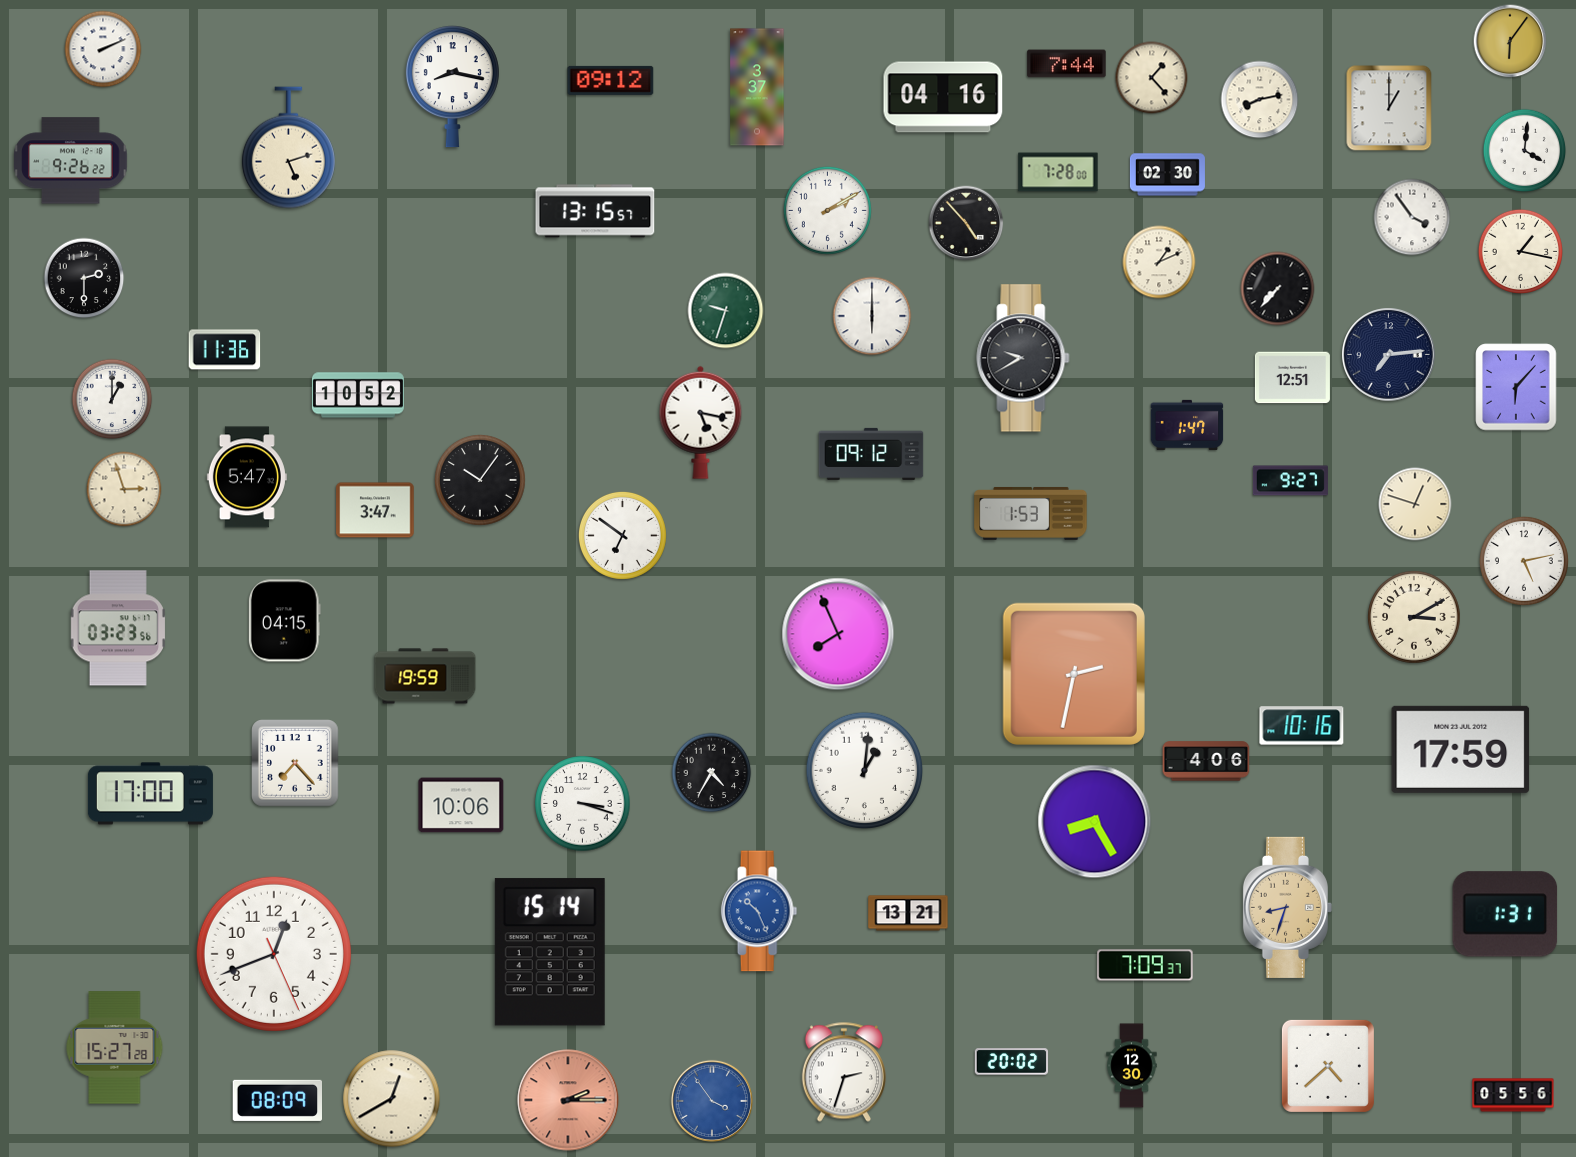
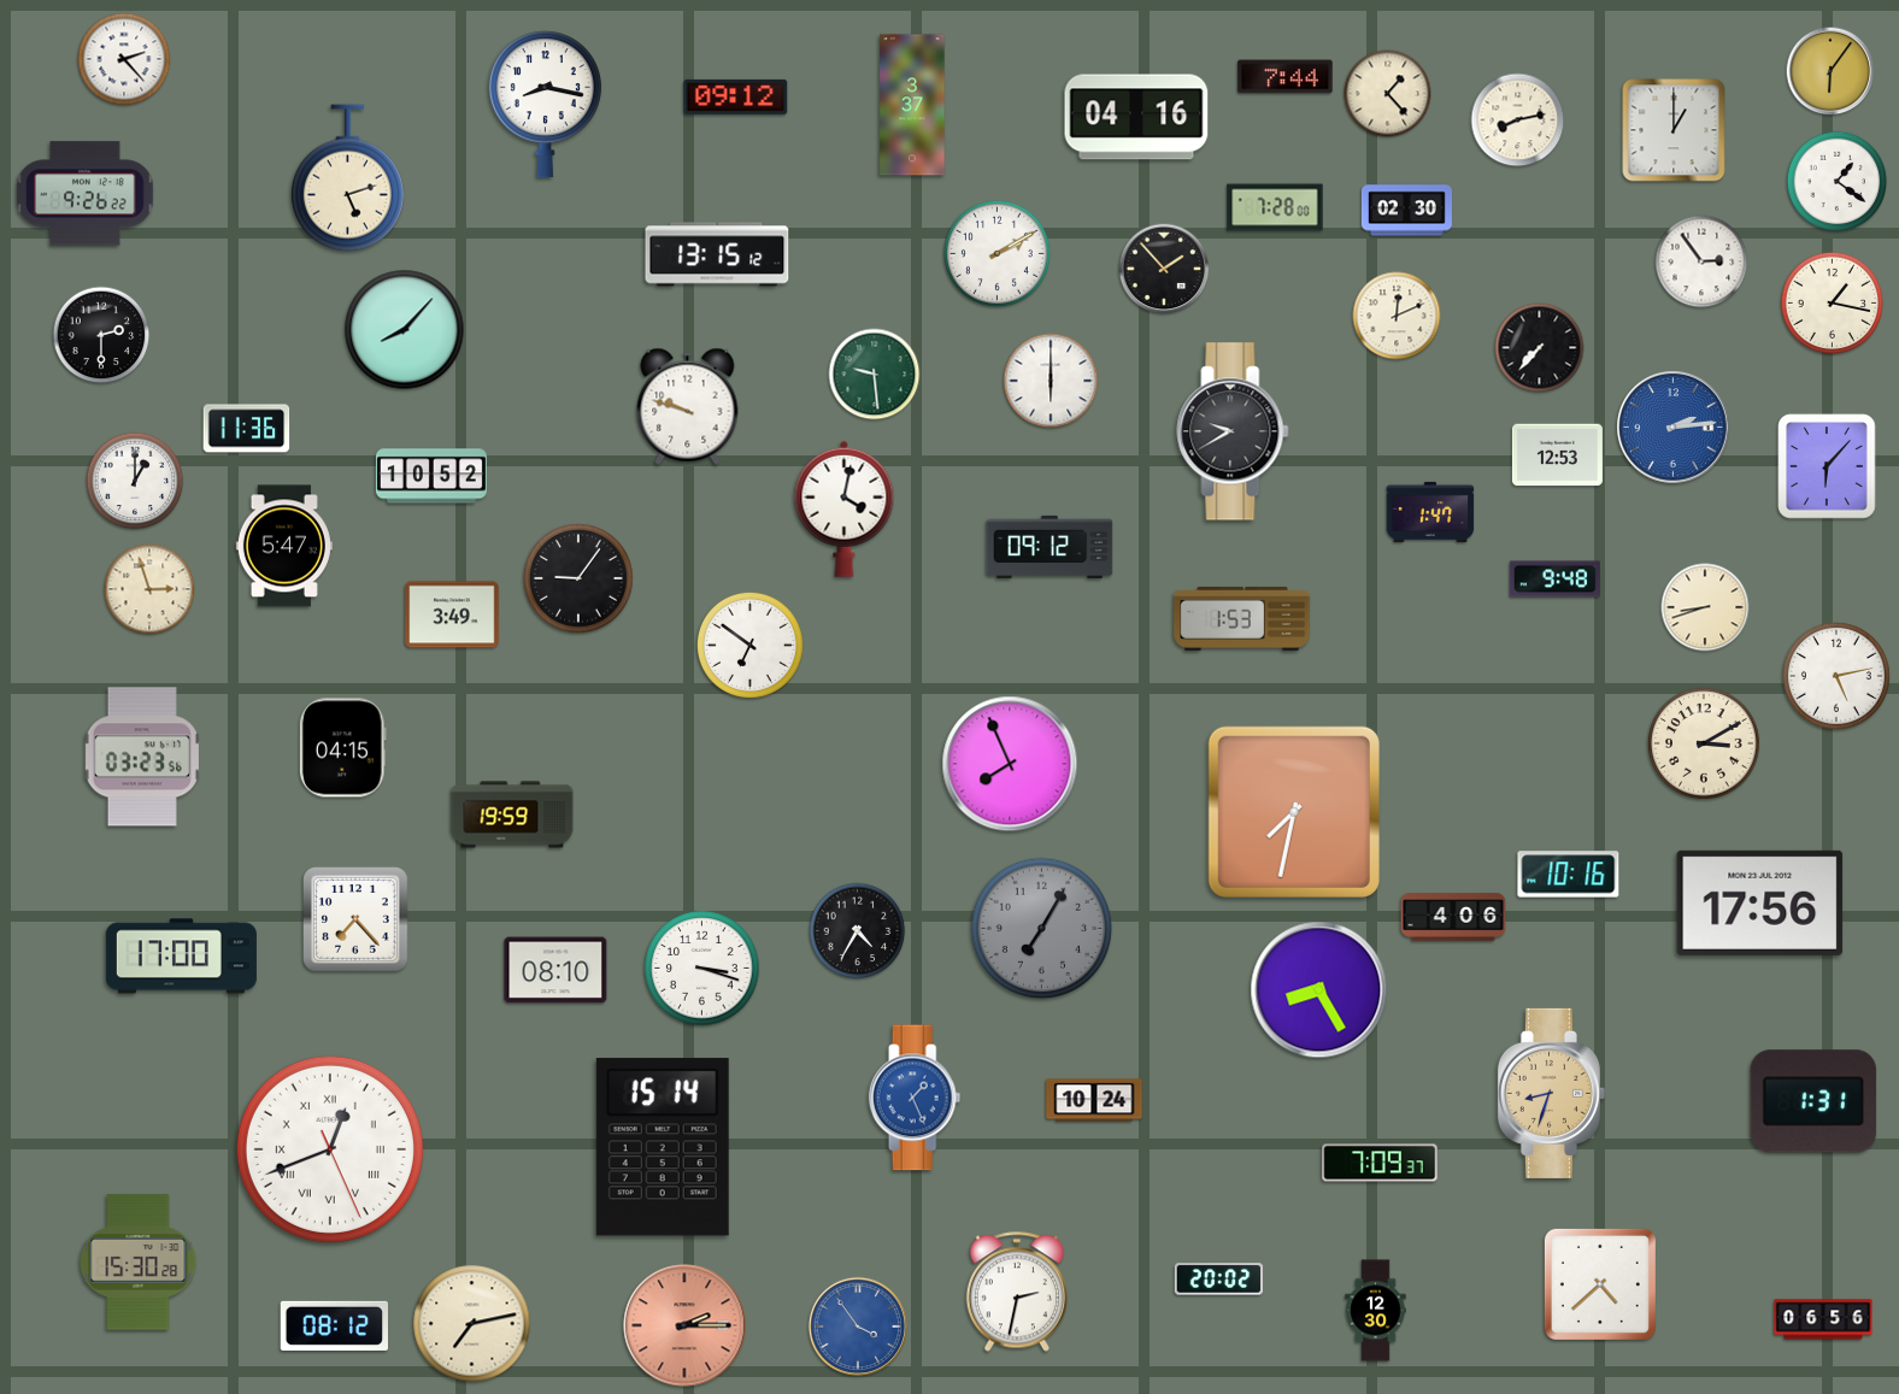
clock at (1510, 41) position: (1510, 41) -> (1830, 71)
clock at (103, 49): 2:11 -> 2:23
clock at (1525, 151): 4:01 -> 1:21
clock at (595, 211): 13:15:57 -> 13:15:12
clock at (1412, 217): 3:54 -> 2:54
clock at (966, 223): 4:53 -> 1:53
clock at (1159, 262): 1:11 -> 12:11
clock at (405, 330): none -> 8:07
clock at (726, 311): 9:33 -> 9:29
clock at (688, 406): none -> 9:48
clock at (225, 350) position: (225, 350) -> (247, 429)
clock at (1389, 355): 7:14 -> 2:14
clock at (1389, 355) dial: navy -> blue
clock at (1292, 378): 12:51 -> 12:53
clock at (701, 422): 5:17 -> 4:02
clock at (247, 477) position: (247, 477) -> (284, 546)
clock at (481, 481): 10:06 -> 9:06
clock at (1290, 481): 9:27 -> 9:48
clock at (1415, 504): 12:48 -> 8:42
clock at (375, 510): 3:47 -> 3:49
clock at (1074, 674): 2:32 -> 7:32
clock at (1461, 749): 17:59 -> 17:56
clock at (865, 771): 1:01 -> 7:05
clock at (865, 771) dial: white -> grey
clock at (461, 805): 10:06 -> 08:10
clock at (759, 911): 10:26 -> 1:26
clock at (908, 913): 13:21 -> 10:24
clock at (274, 954) numerals: Arabic -> Roman
clock at (115, 1048): 15:27 -> 15:30
clock at (1132, 1066) position: (1132, 1066) -> (1376, 1311)
clock at (844, 1072): 2:33 -> 2:32
clock at (1513, 1095): 05:56 -> 06:56
clock at (392, 1099): 12:40 -> 7:13
clock at (278, 1100): 08:09 -> 08:12
